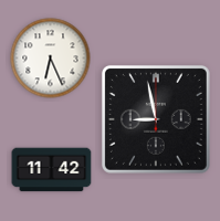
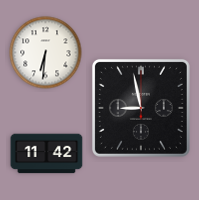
clock at (51, 59): 6:26 -> 6:31
